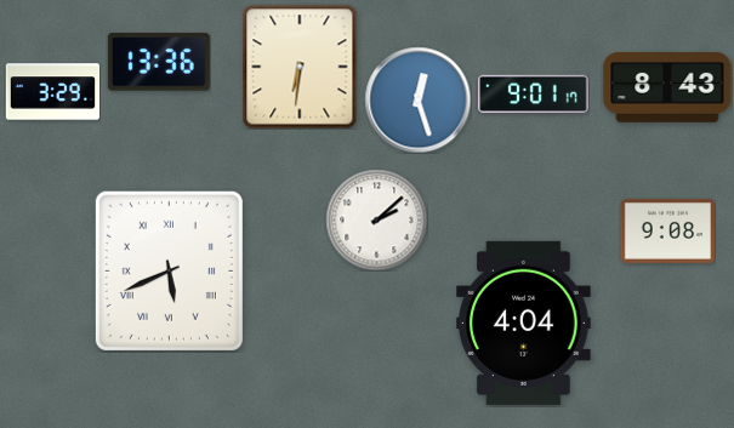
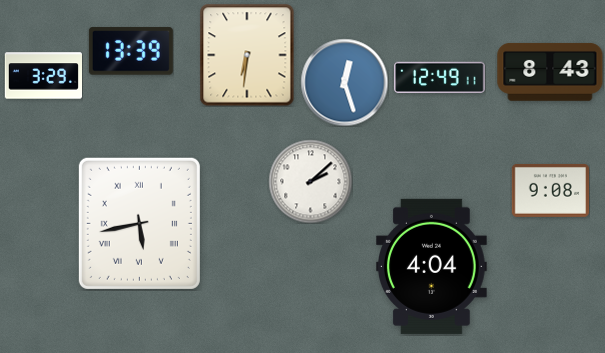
clock at (159, 62): 13:36 -> 13:39
clock at (534, 95): 9:01 -> 12:49
clock at (169, 270): 5:41 -> 5:43
